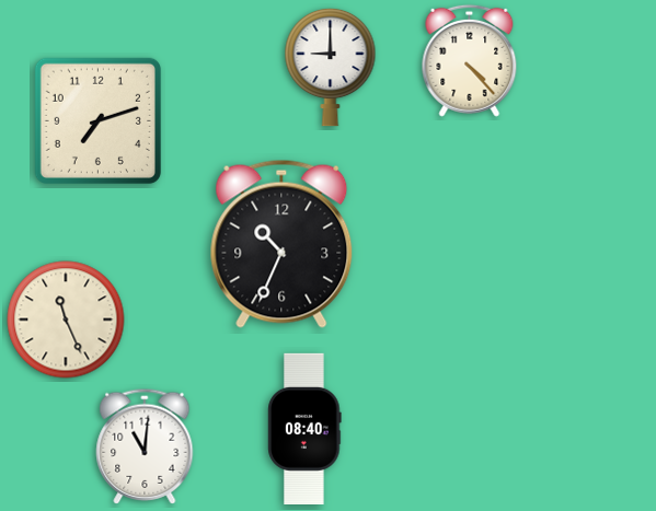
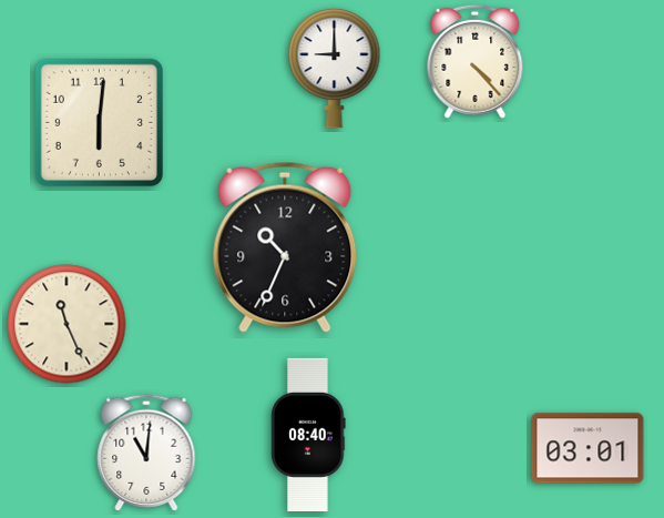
clock at (97, 120): 7:12 -> 6:01
clock at (588, 448): none -> 03:01
